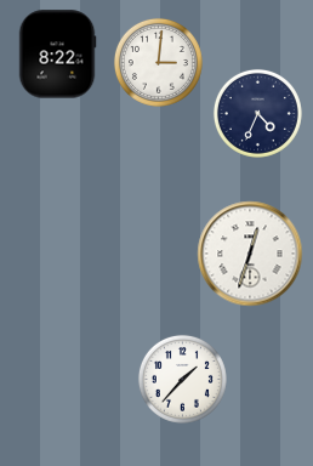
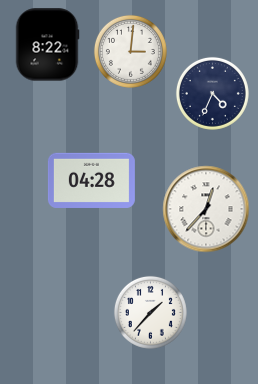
clock at (91, 180): none -> 04:28
clock at (250, 254): 12:33 -> 12:37
